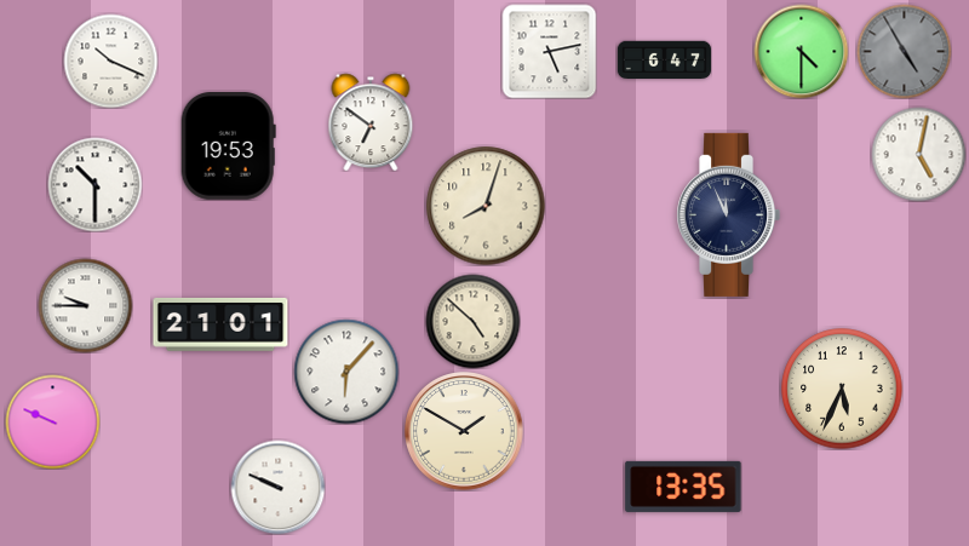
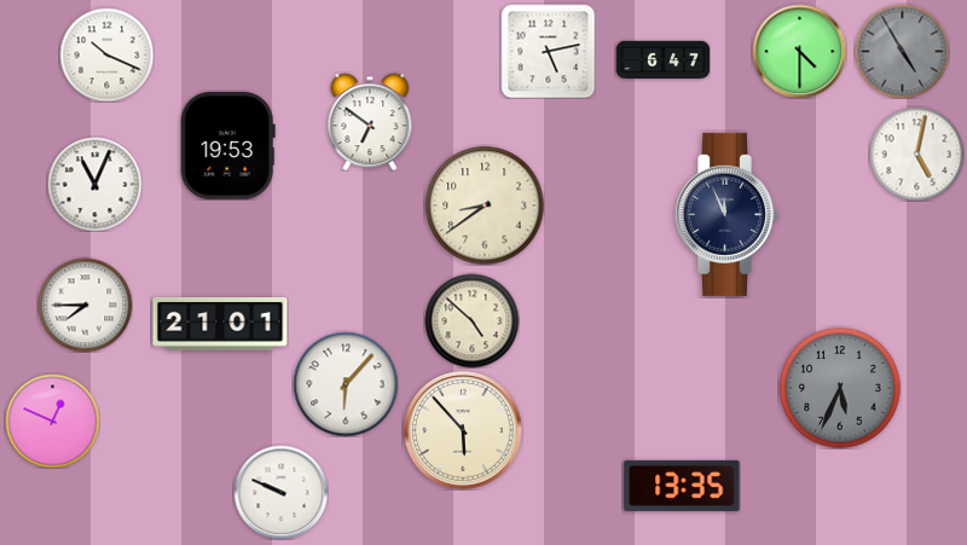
clock at (110, 61) position: (110, 61) -> (106, 54)
clock at (94, 184): 10:30 -> 11:04
clock at (486, 206): 8:03 -> 8:39
clock at (85, 305): 9:45 -> 7:45
clock at (346, 372) position: (346, 372) -> (346, 384)
clock at (842, 389) dial: cream -> grey
clock at (52, 421): 9:49 -> 12:49
clock at (464, 431): 1:50 -> 5:53
clock at (277, 487) position: (277, 487) -> (280, 492)
